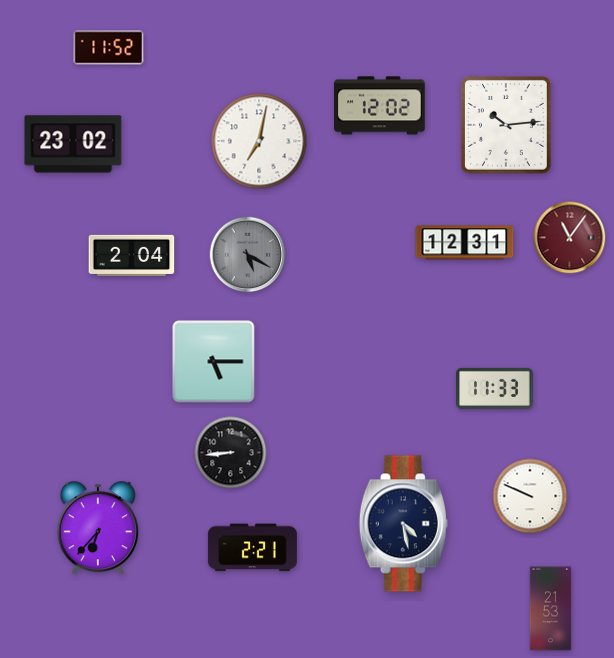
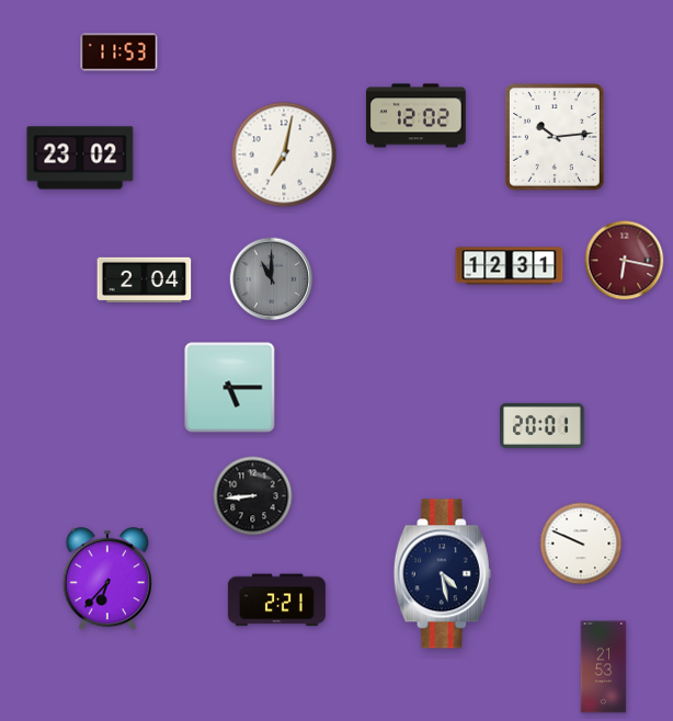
clock at (109, 48): 11:52 -> 11:53
clock at (570, 238): 11:06 -> 6:17
clock at (248, 255): 5:20 -> 11:00
clock at (214, 362) position: (214, 362) -> (230, 388)
clock at (495, 388): 11:33 -> 20:01
